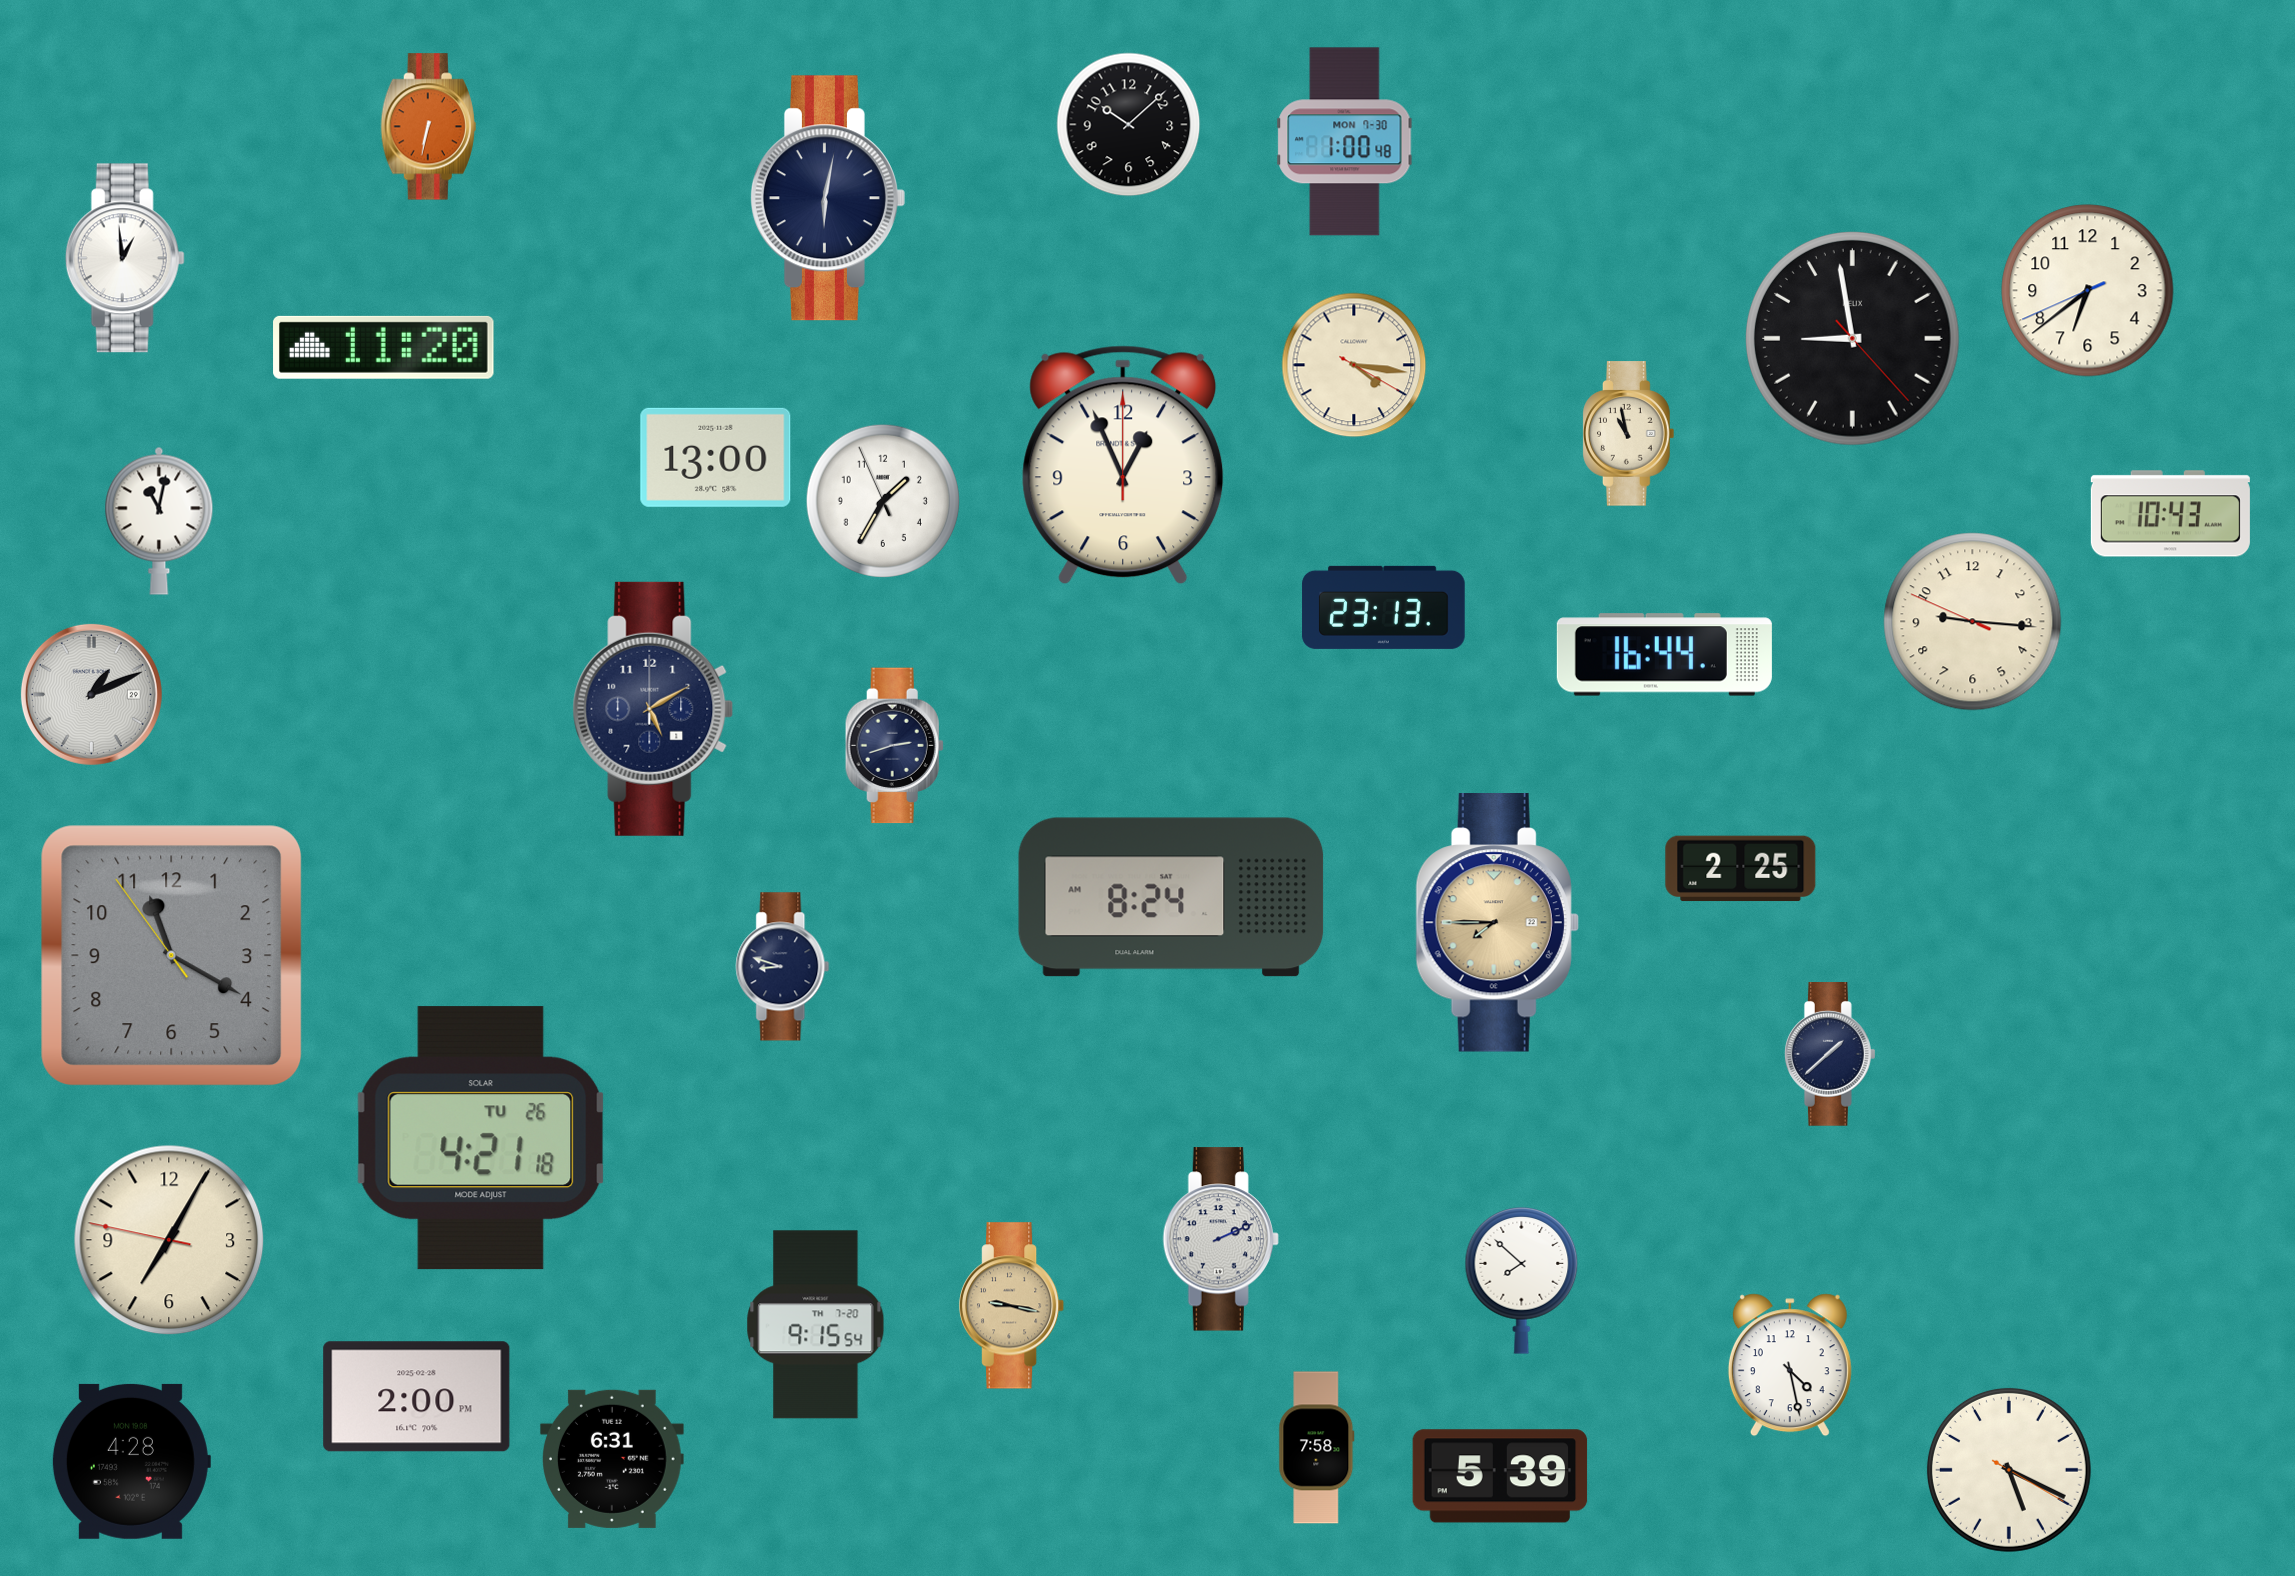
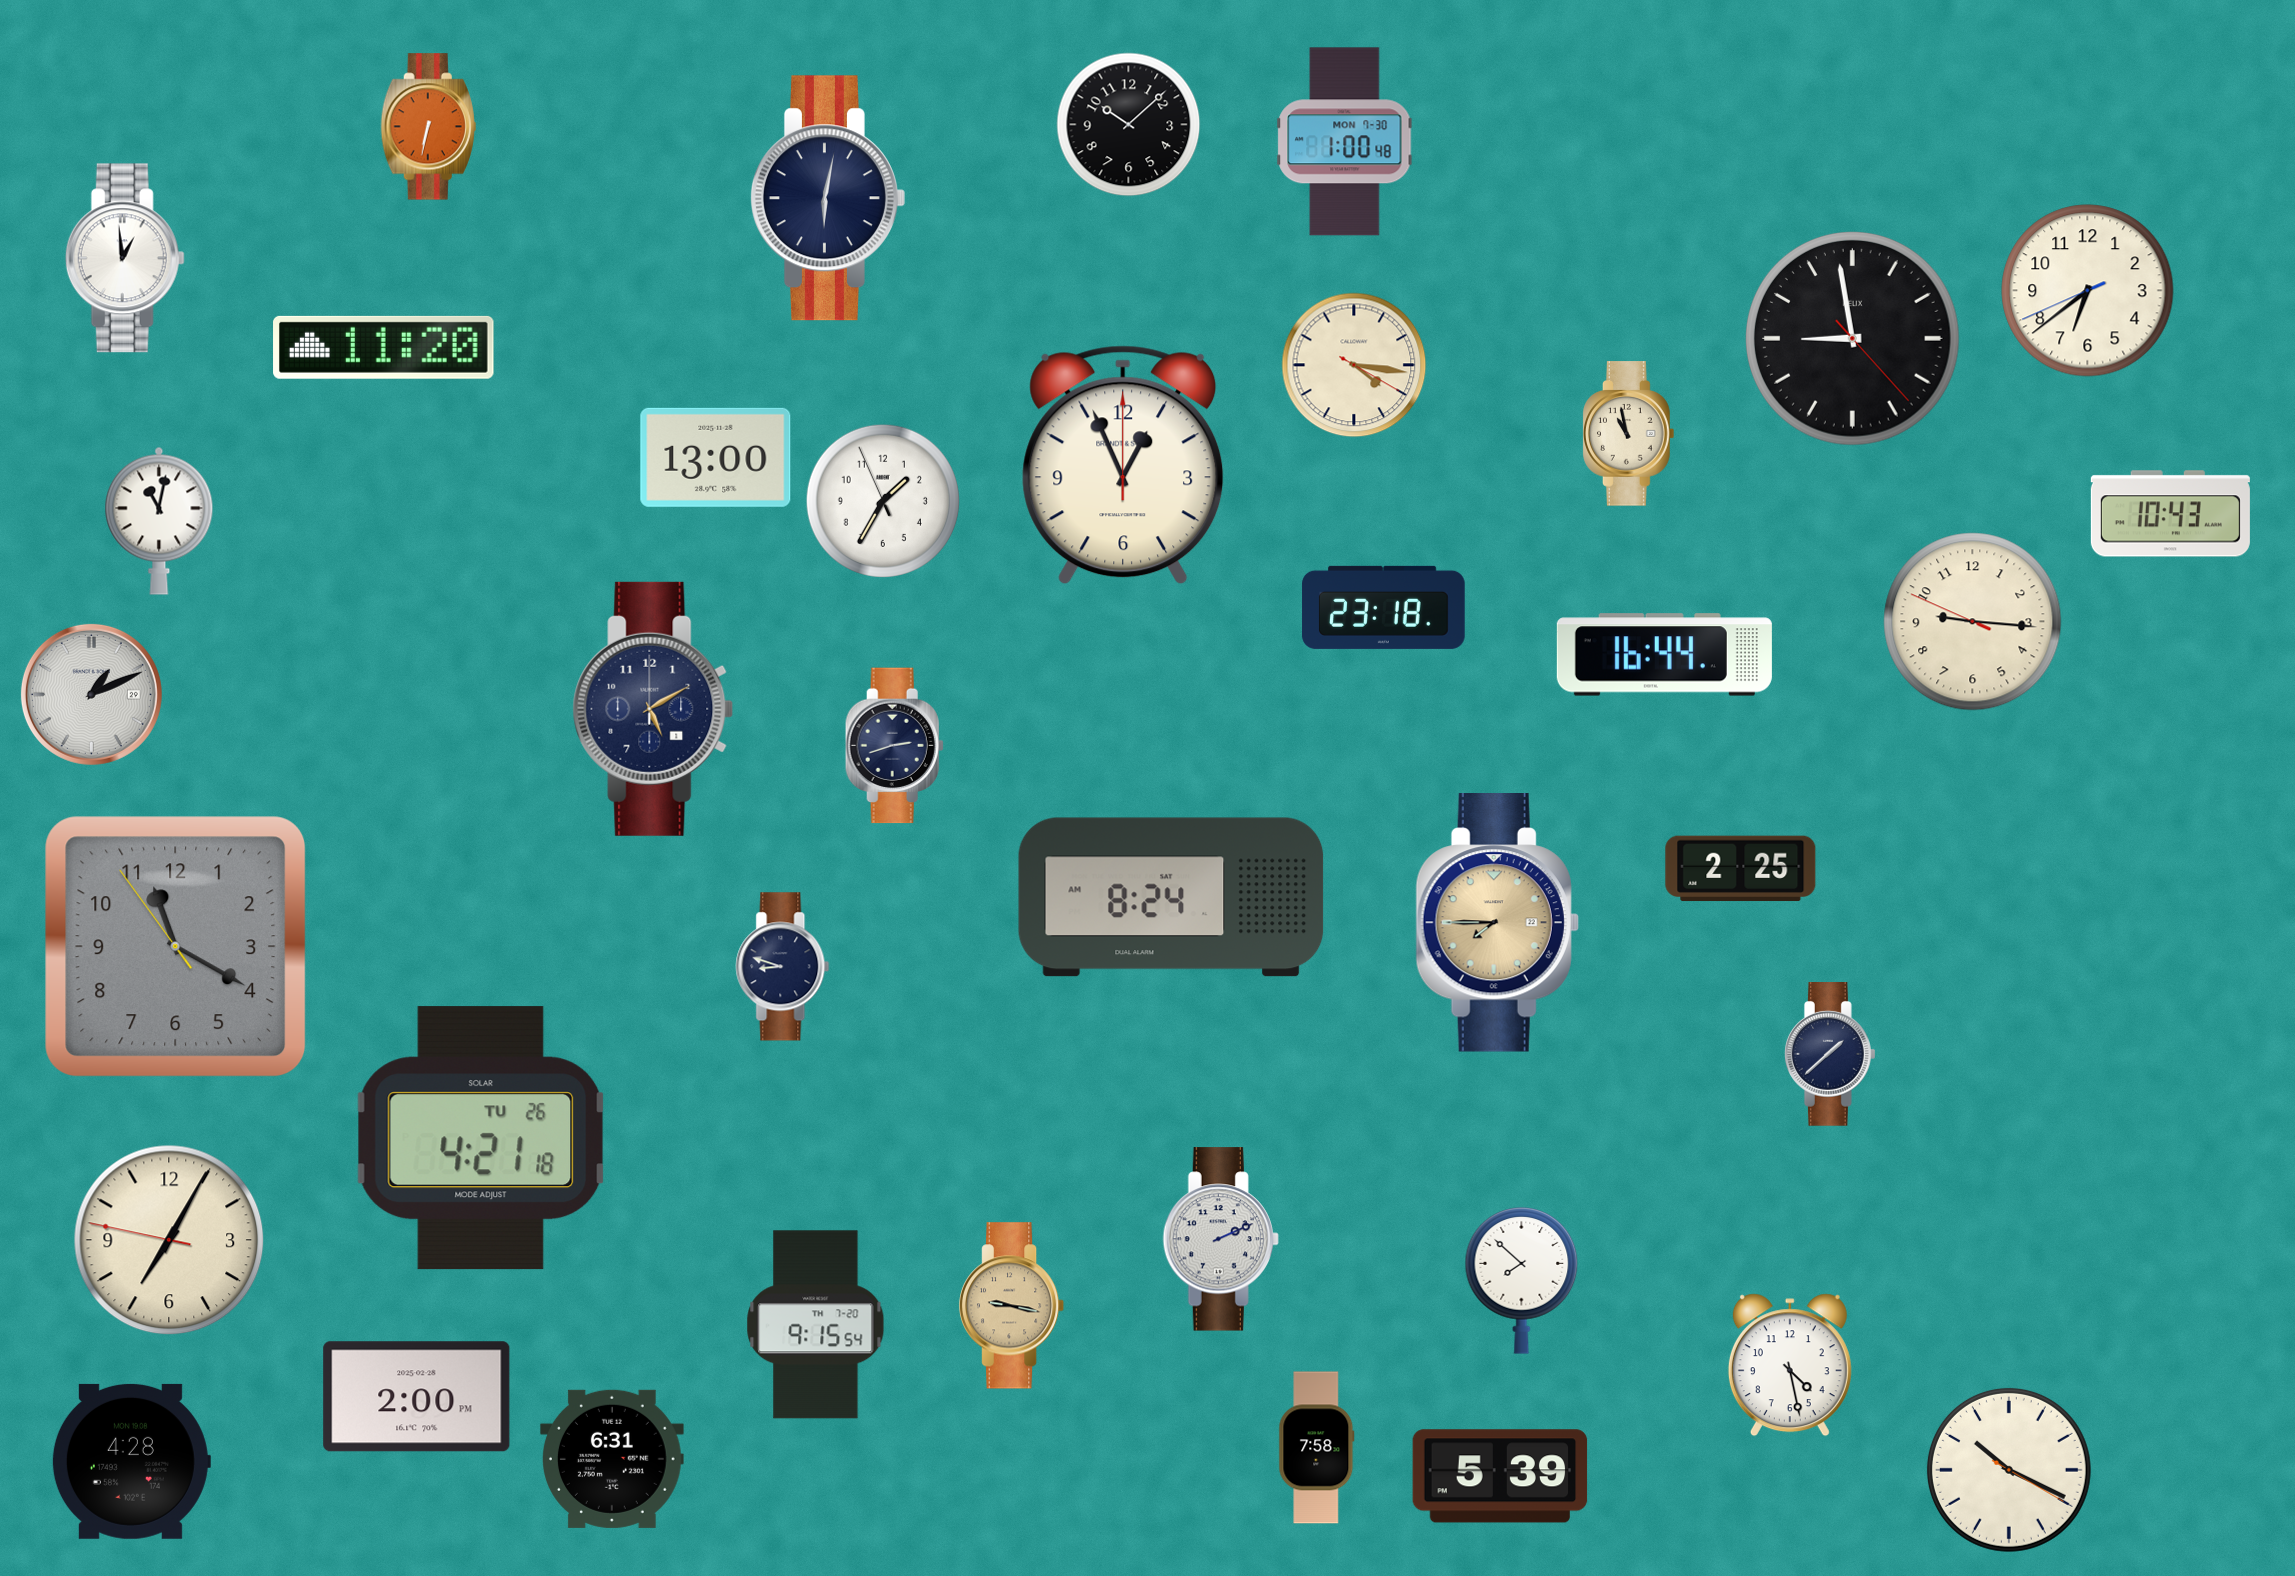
clock at (1384, 607): 23:13 -> 23:18
clock at (172, 956) position: (172, 956) -> (176, 947)
clock at (2009, 1470): 5:19 -> 10:19
